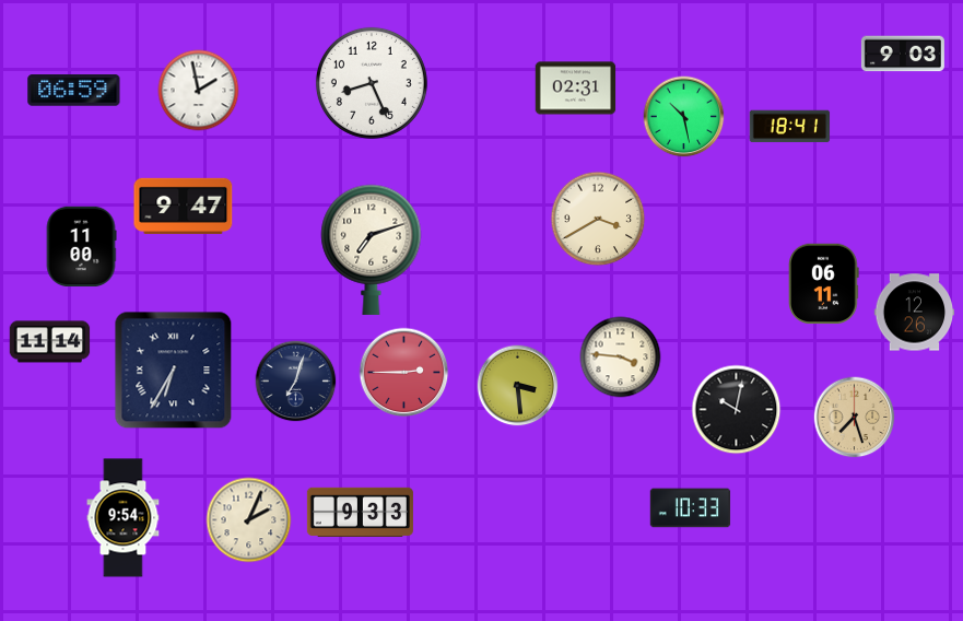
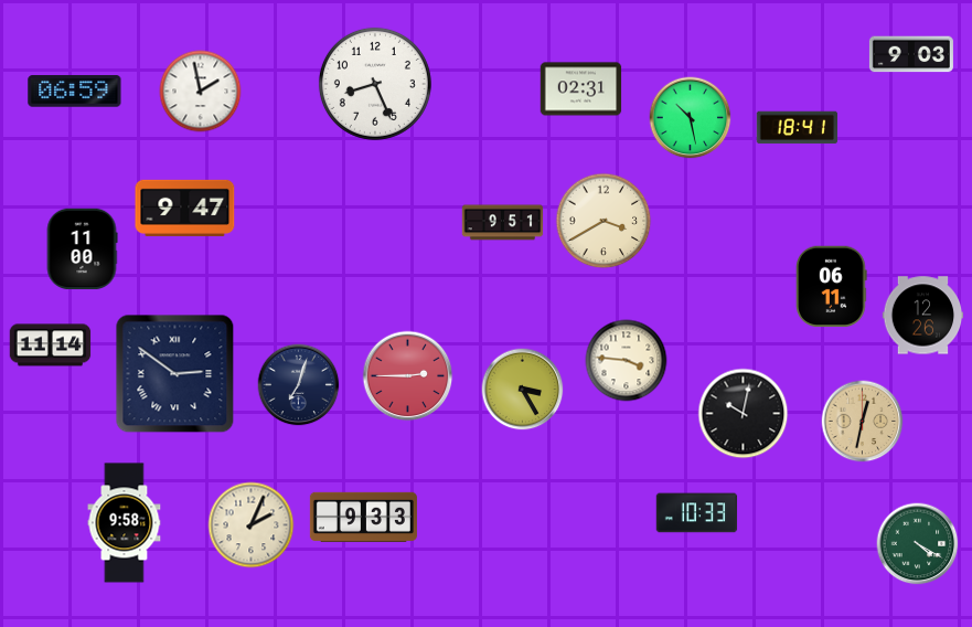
clock at (503, 223): none -> 9:51
clock at (372, 249): 7:12 -> none
clock at (174, 371): 6:35 -> 2:51
clock at (518, 386): 3:29 -> 3:25
clock at (855, 418): 7:27 -> 12:32
clock at (124, 518): 9:54 -> 9:58
clock at (918, 544): none -> 4:20
